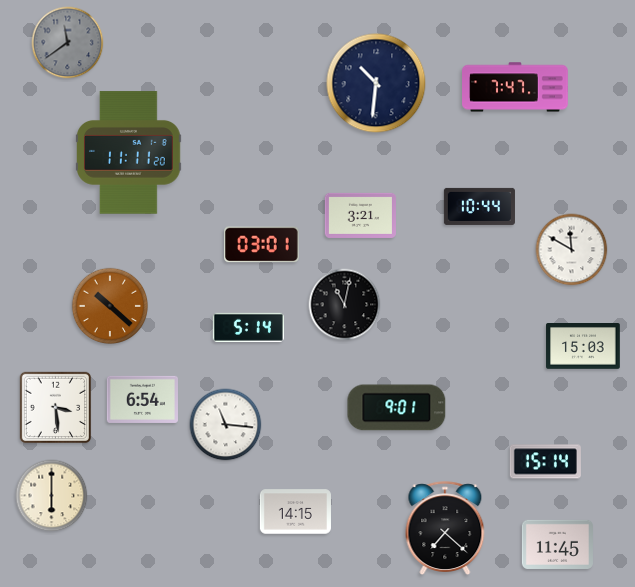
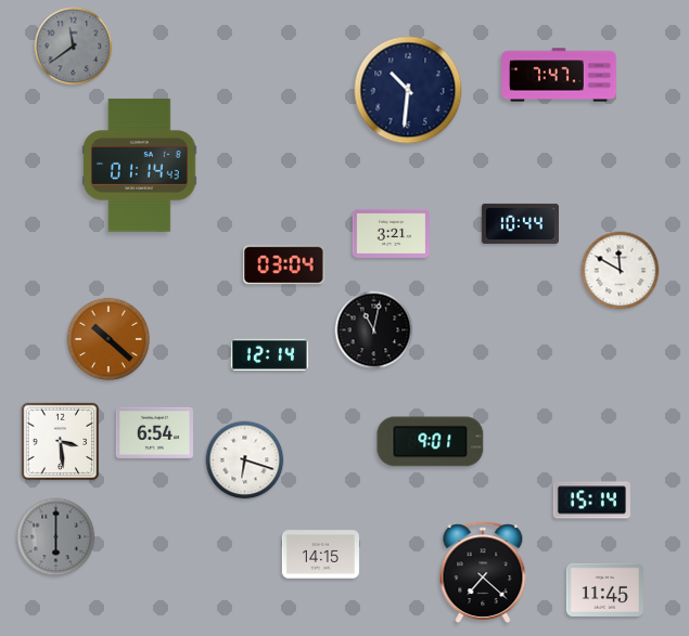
clock at (515, 87) position: (515, 87) -> (559, 75)
clock at (129, 153): 11:11 -> 01:14
clock at (262, 245): 03:01 -> 03:04
clock at (110, 306) position: (110, 306) -> (109, 339)
clock at (248, 327): 5:14 -> 12:14
clock at (583, 347): 15:03 -> none
clock at (226, 425): 11:16 -> 6:18
clock at (52, 496) dial: cream -> grey
